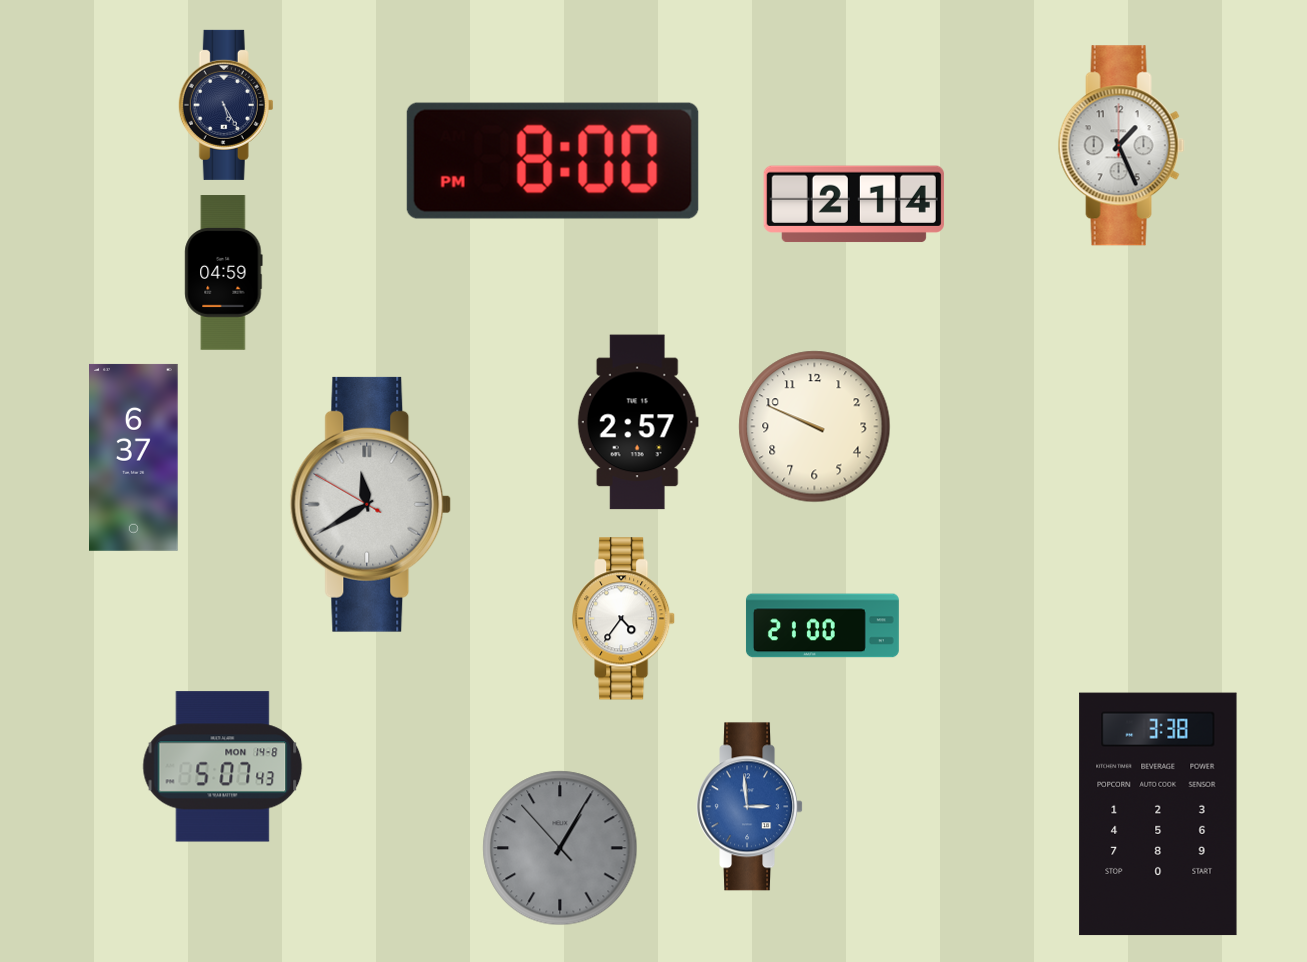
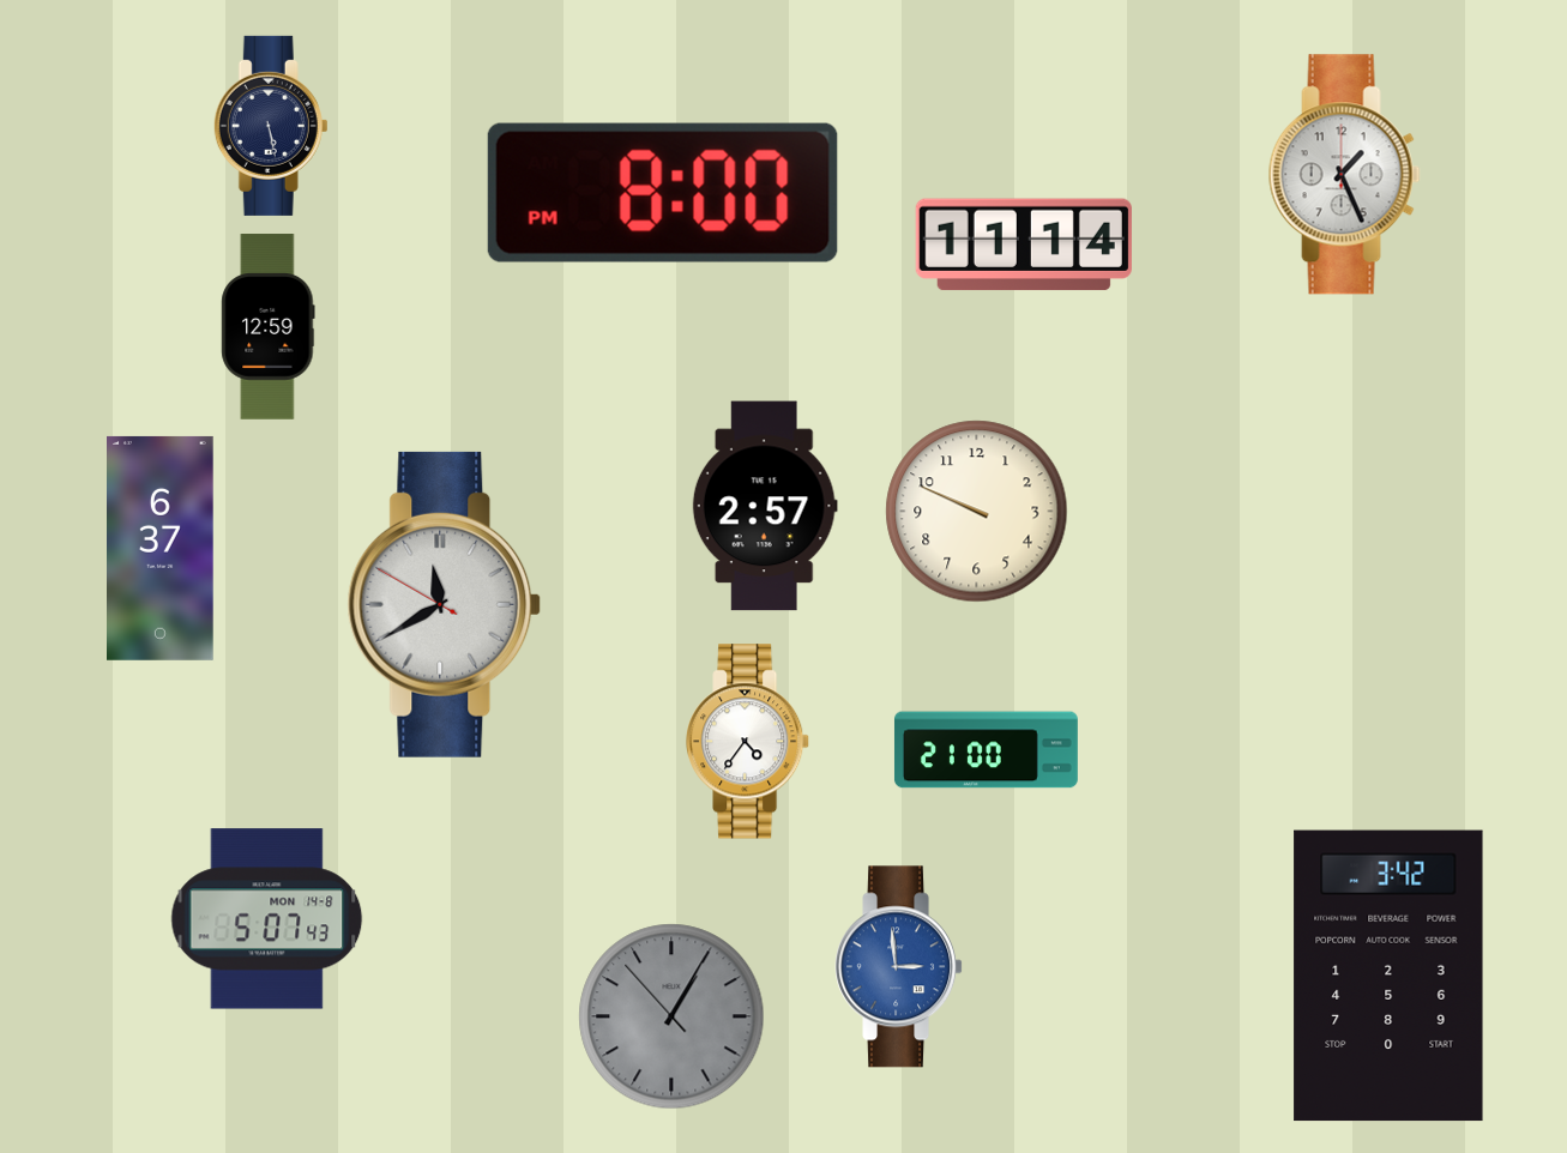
clock at (226, 105): 5:25 -> 5:28
clock at (854, 204): 2:14 -> 11:14
clock at (224, 273): 04:59 -> 12:59
clock at (1158, 814): 3:38 -> 3:42
